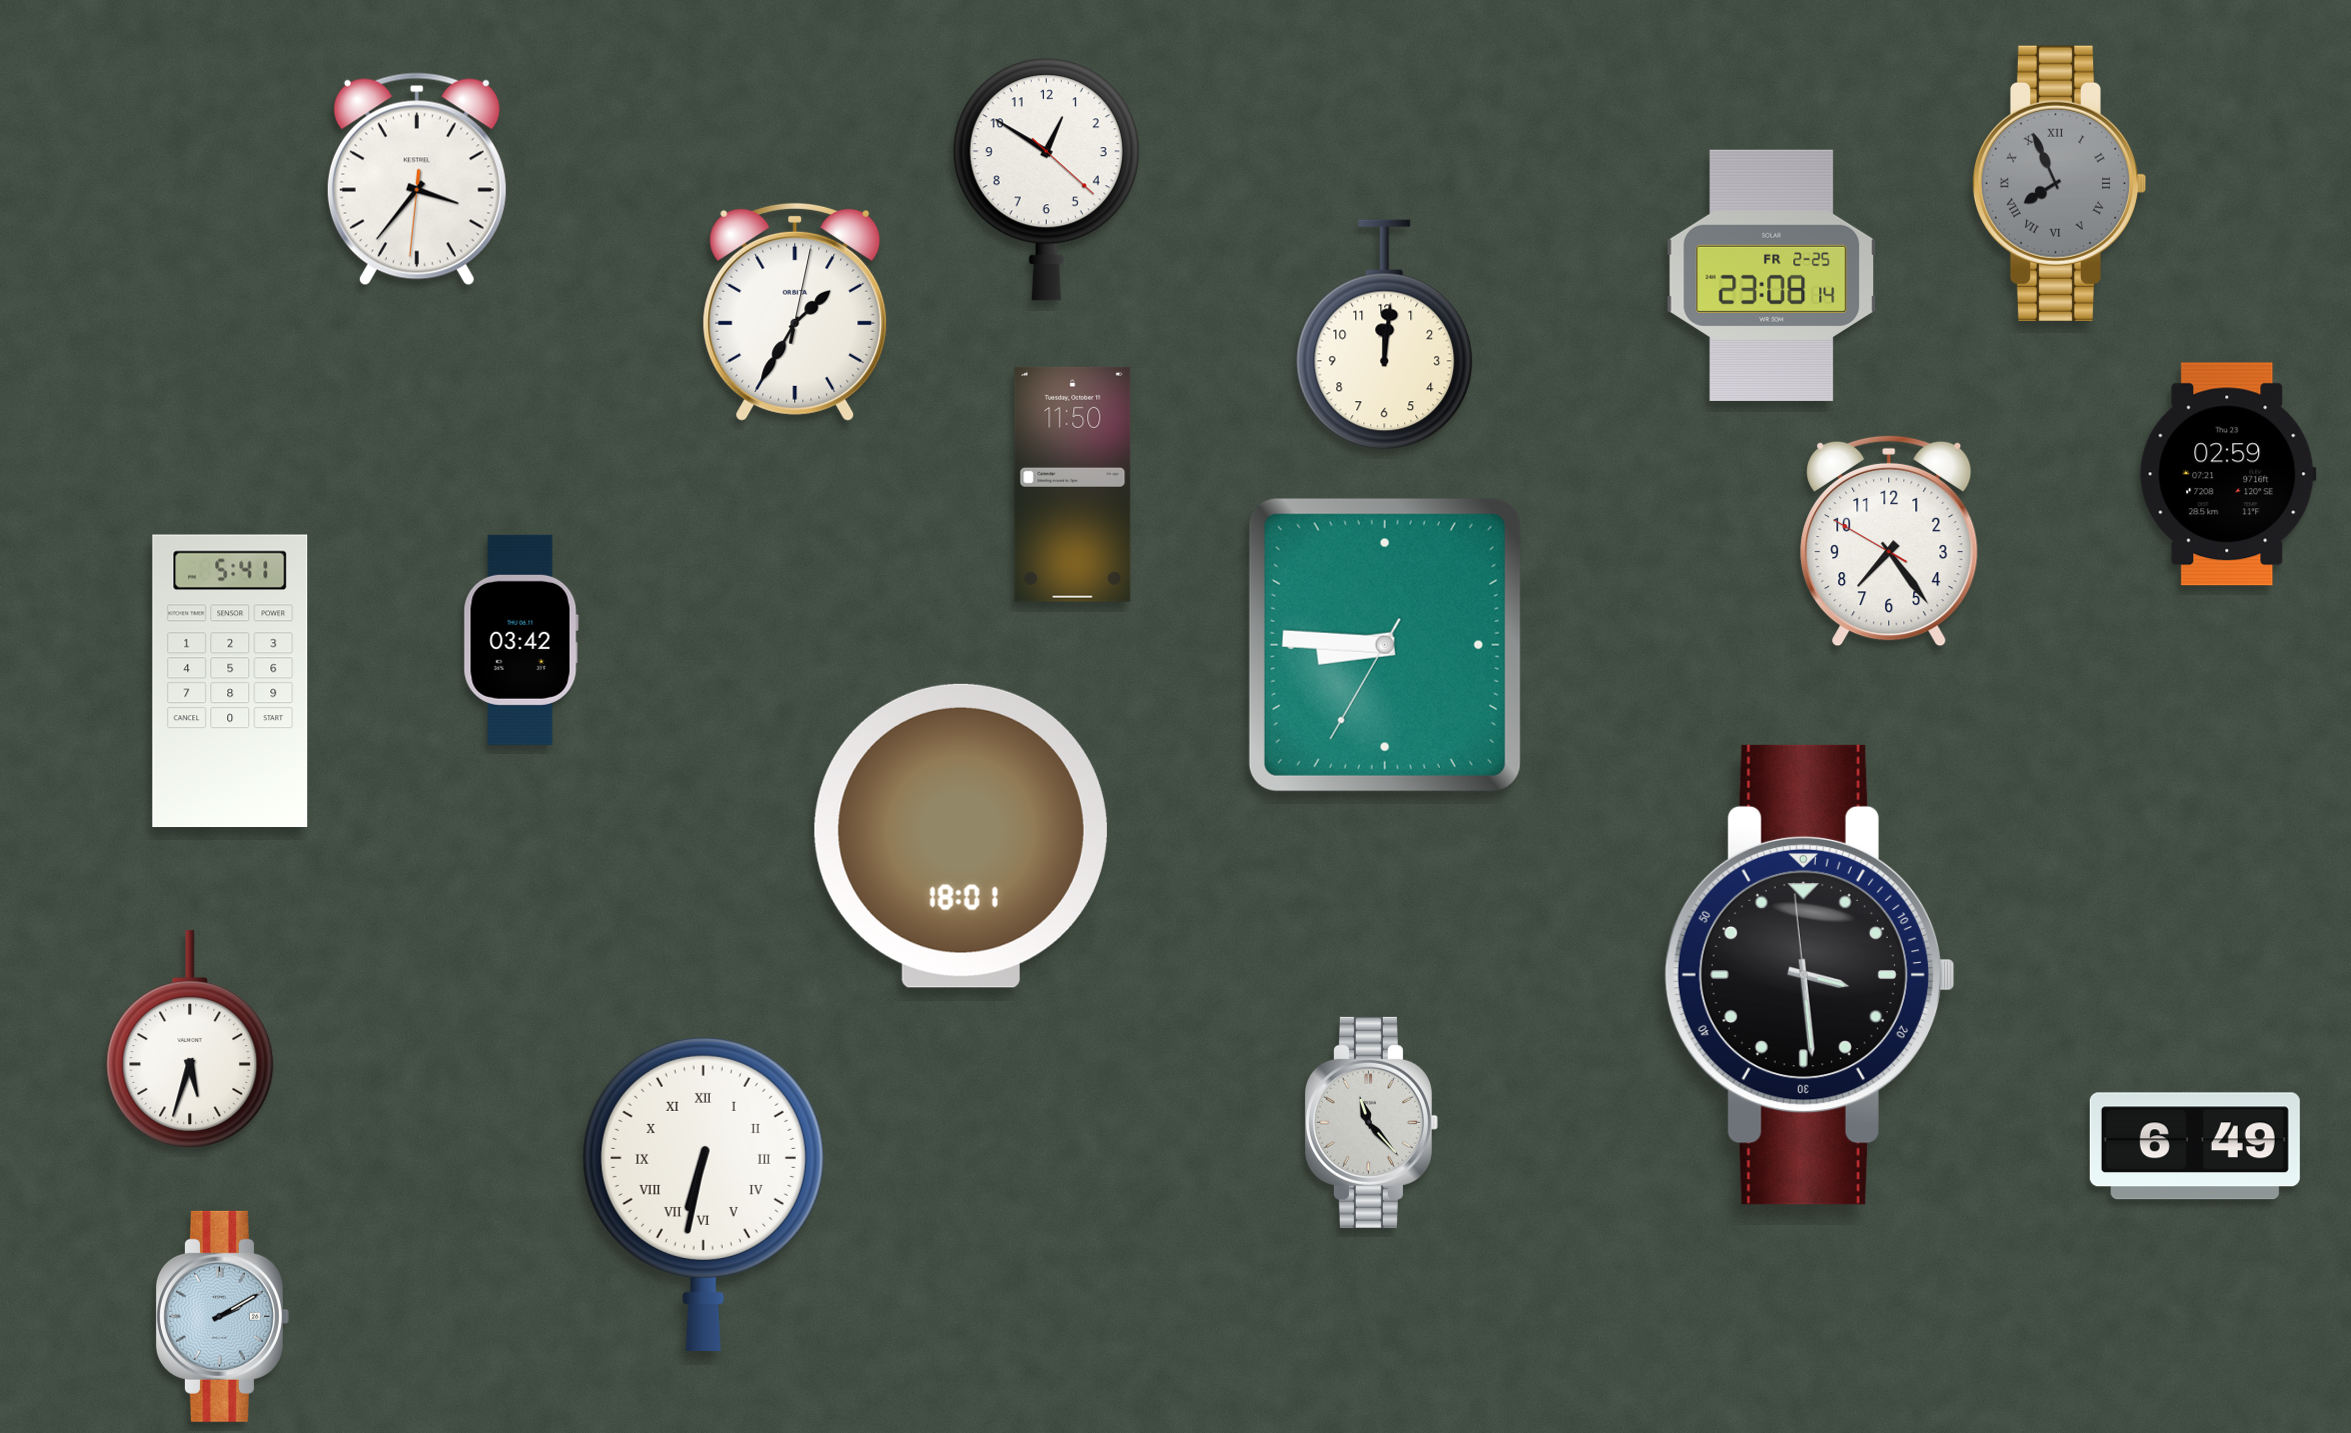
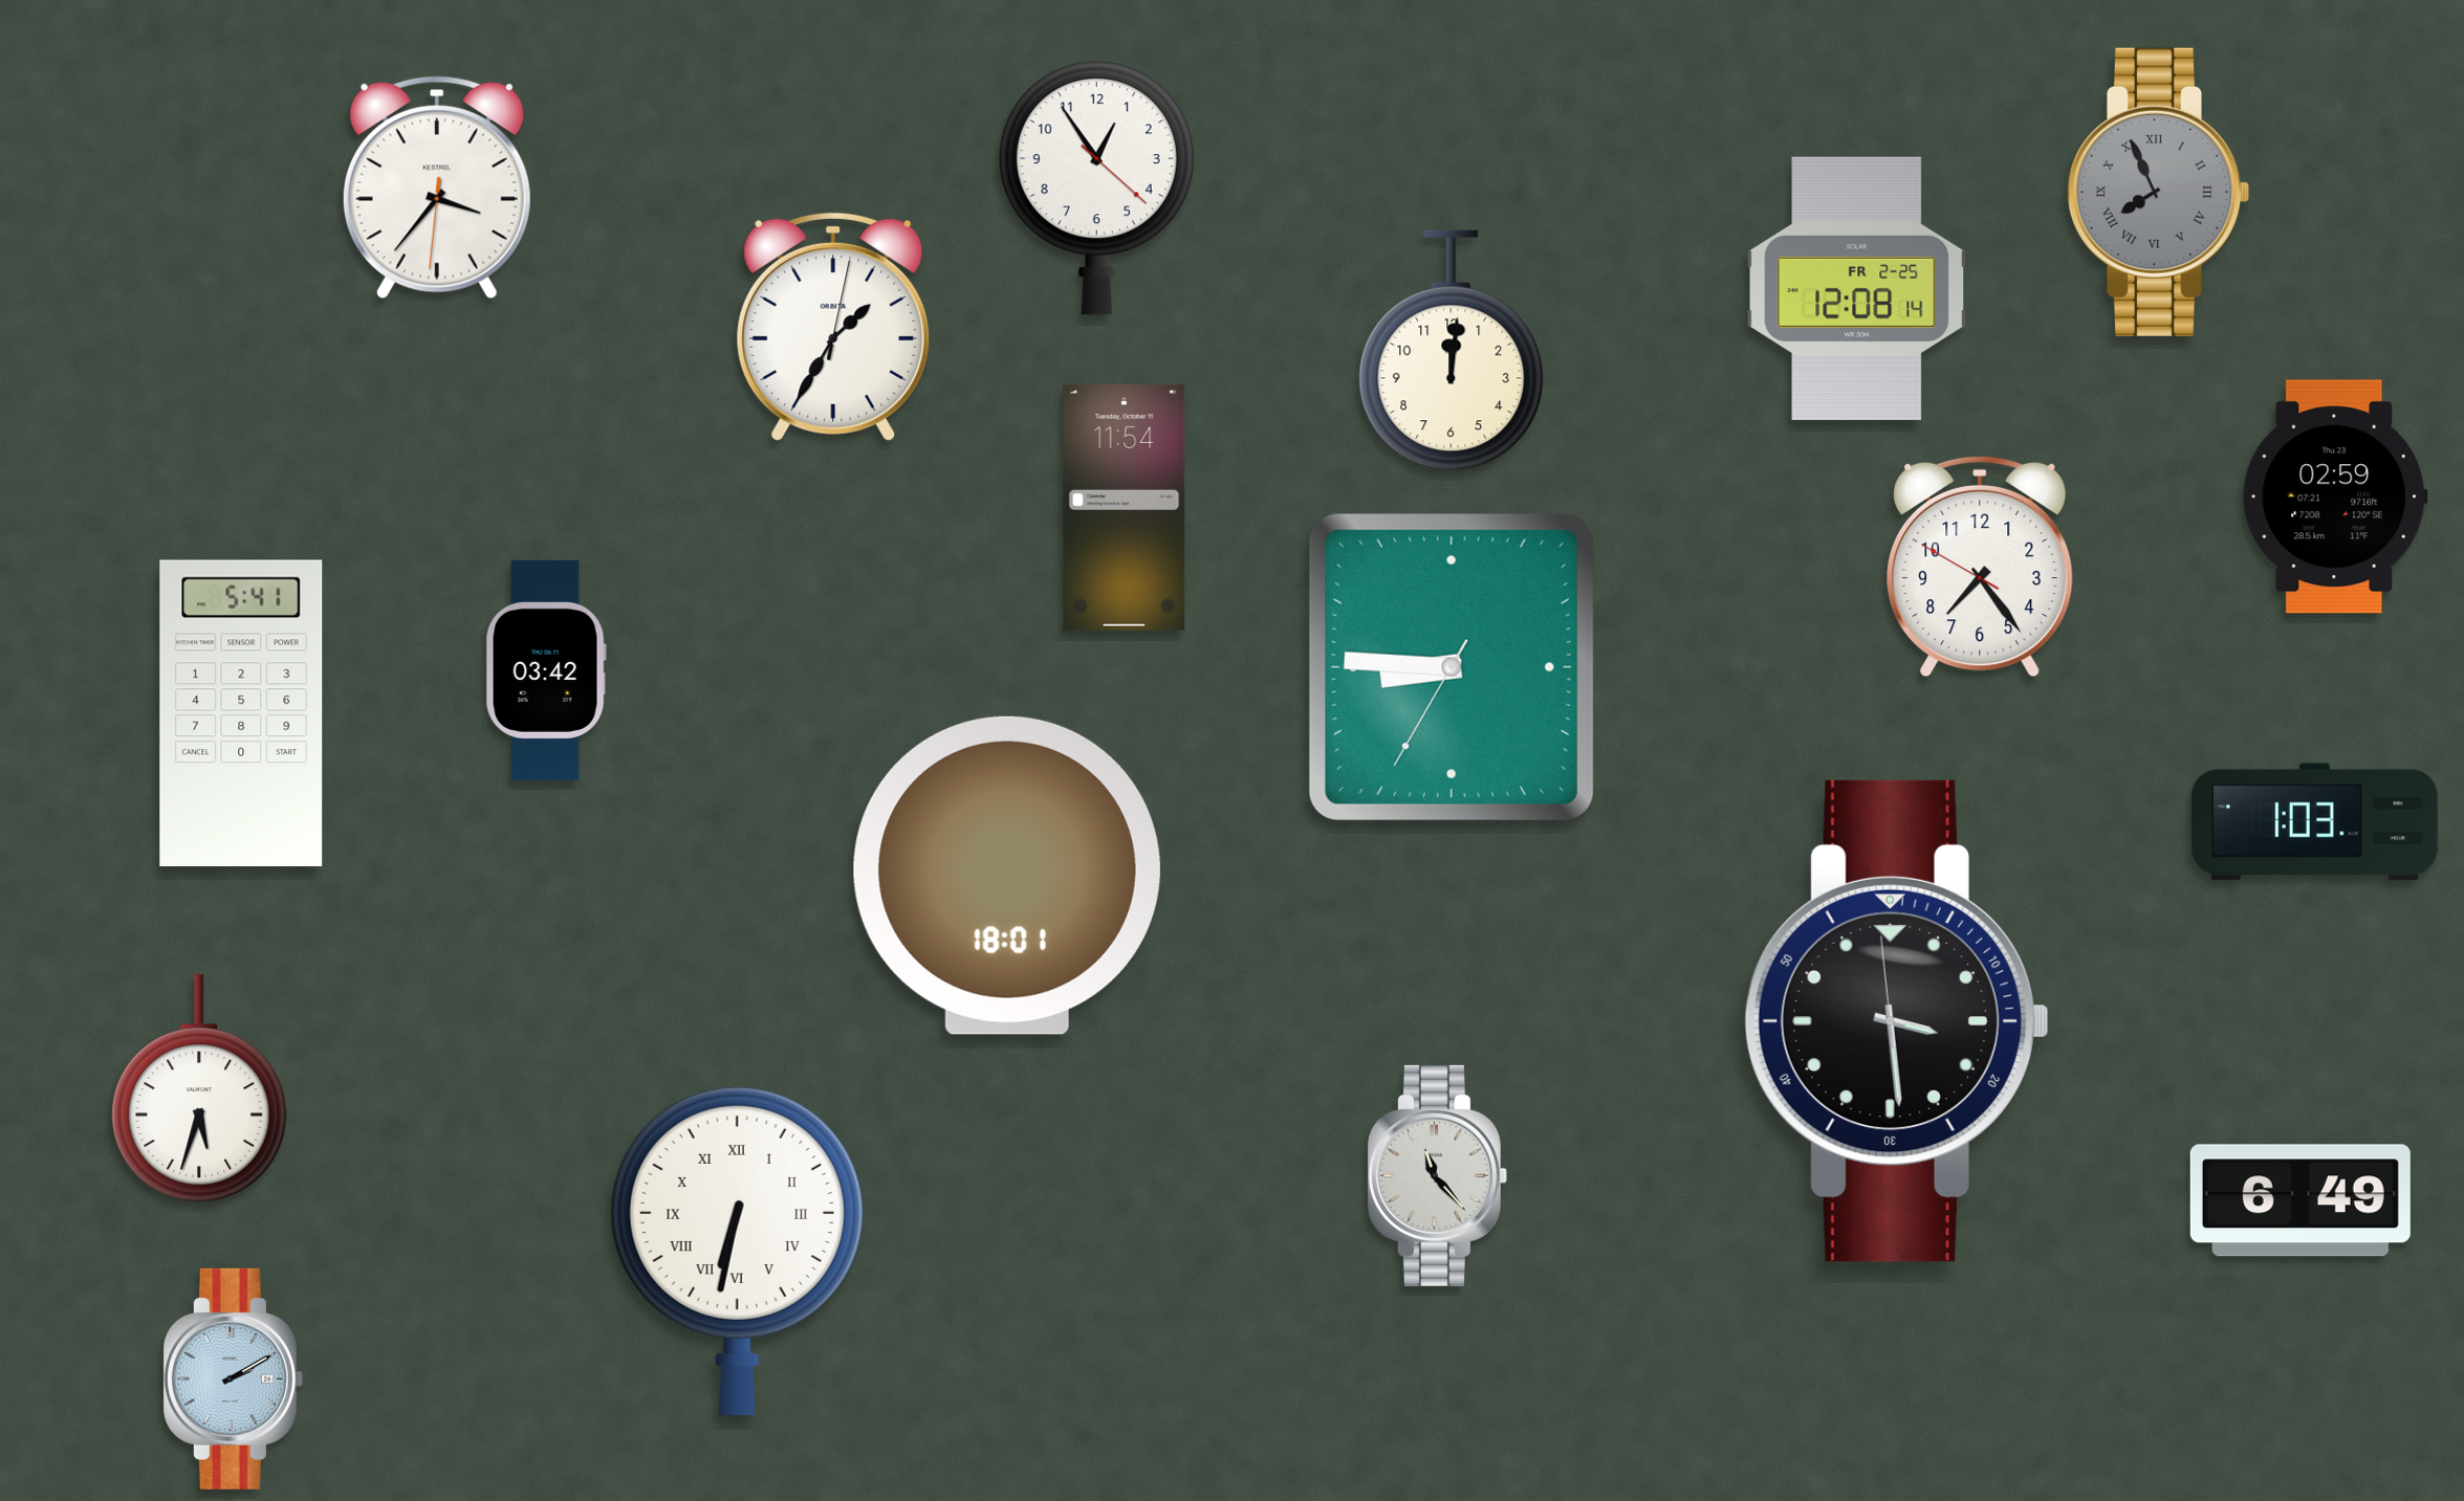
clock at (1046, 180): 12:50 -> 12:54
clock at (1772, 275): 23:08 -> 12:08
clock at (1073, 484): 11:50 -> 11:54
clock at (1385, 645) position: (1385, 645) -> (1452, 667)
clock at (2314, 822): none -> 1:03
